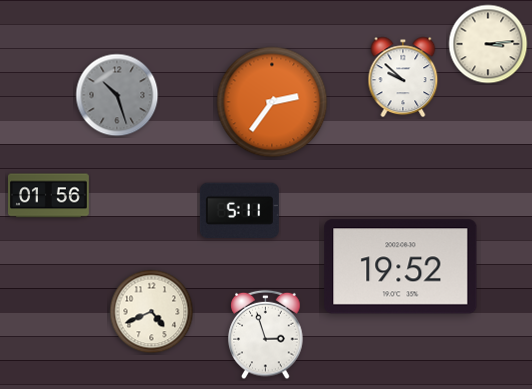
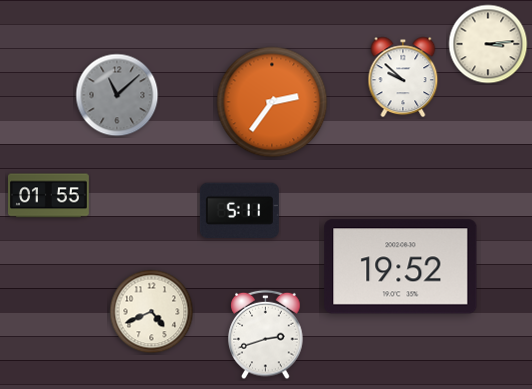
clock at (117, 95): 10:27 -> 11:08
clock at (49, 196): 01:56 -> 01:55
clock at (266, 335): 2:57 -> 2:42
